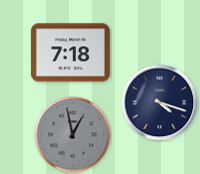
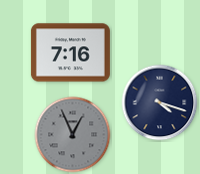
clock at (70, 53): 7:18 -> 7:16
clock at (73, 135): 12:58 -> 12:56
